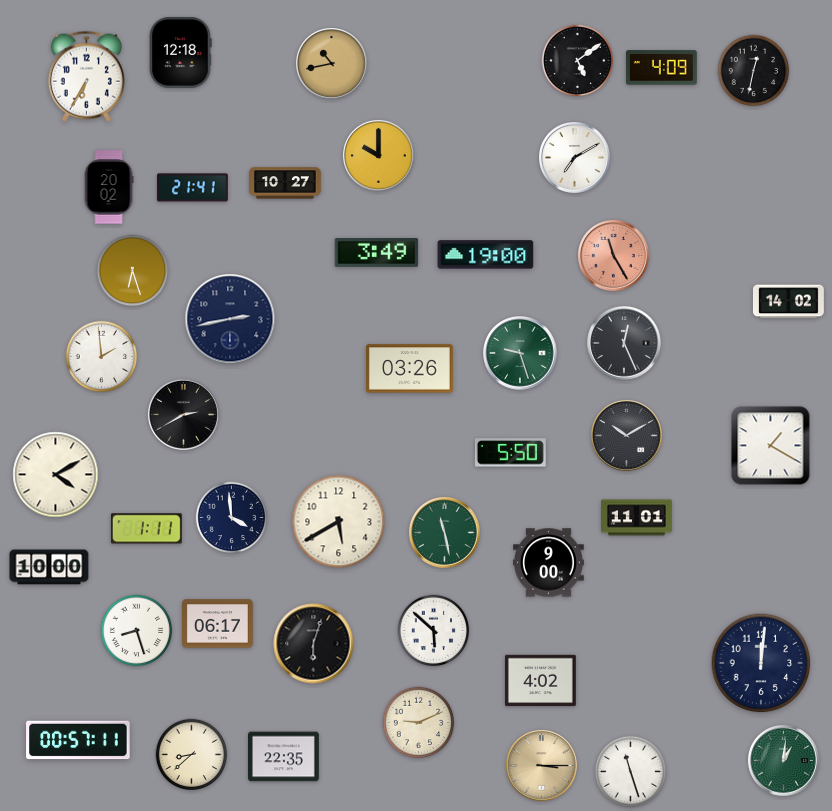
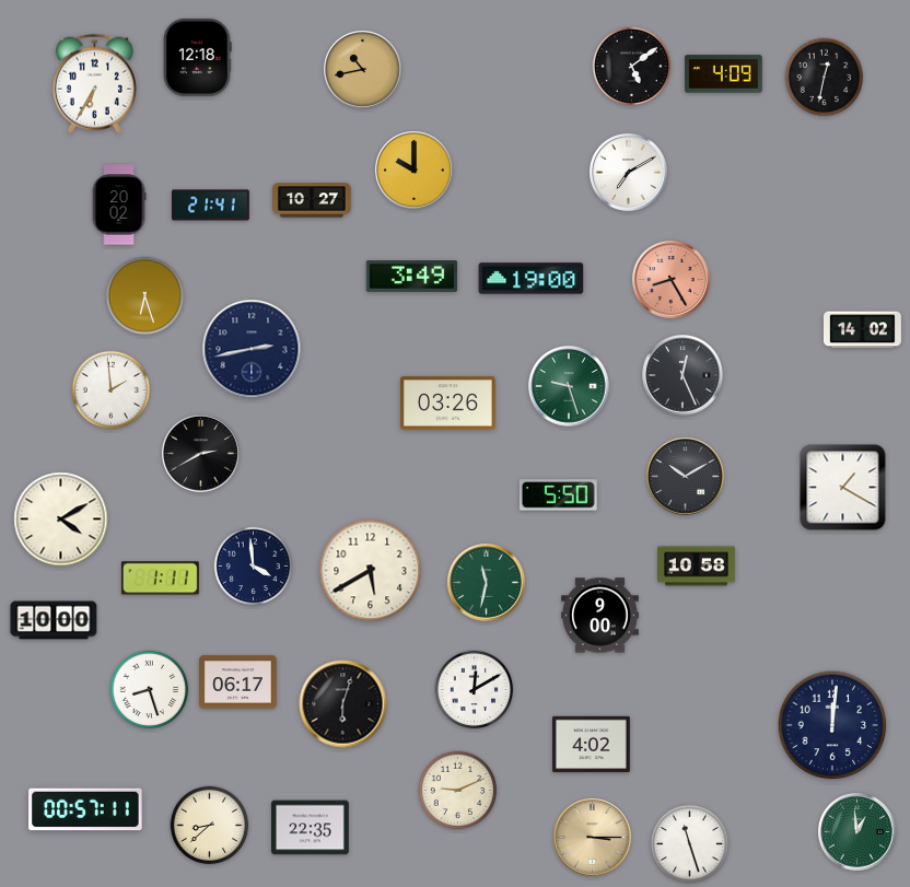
clock at (614, 256): 11:25 -> 8:25
clock at (637, 518): 11:01 -> 10:58
clock at (445, 533): 11:28 -> 11:32
clock at (434, 631): 5:52 -> 12:10
clock at (784, 761): 1:01 -> 12:59
